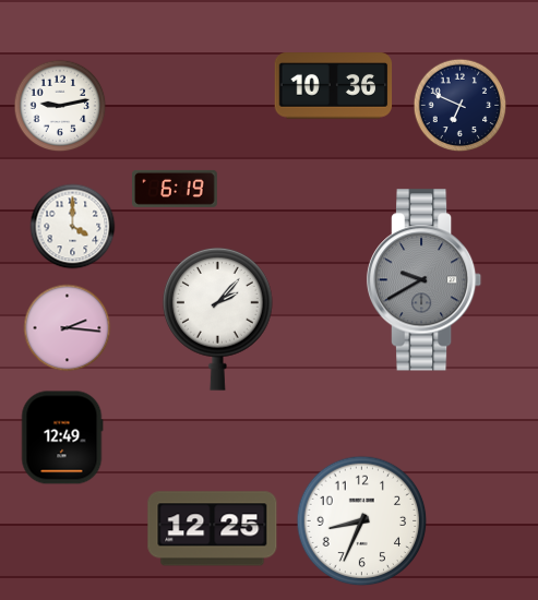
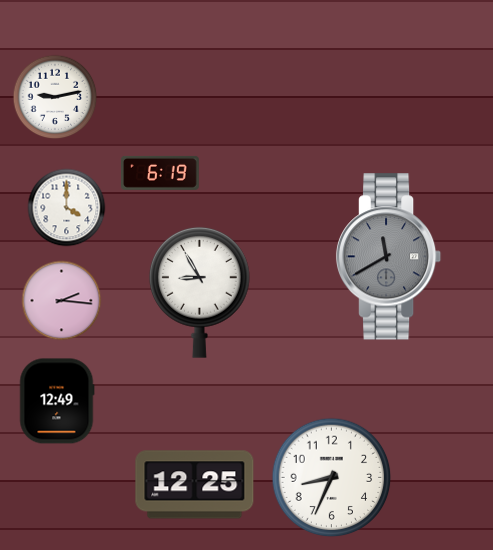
clock at (334, 86): 10:36 -> none
clock at (461, 106): 6:49 -> none
clock at (425, 280): 9:40 -> 11:40
clock at (217, 319): 2:07 -> 8:55
